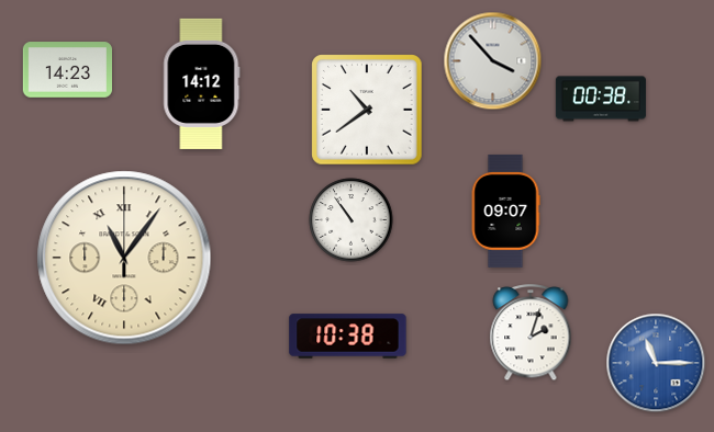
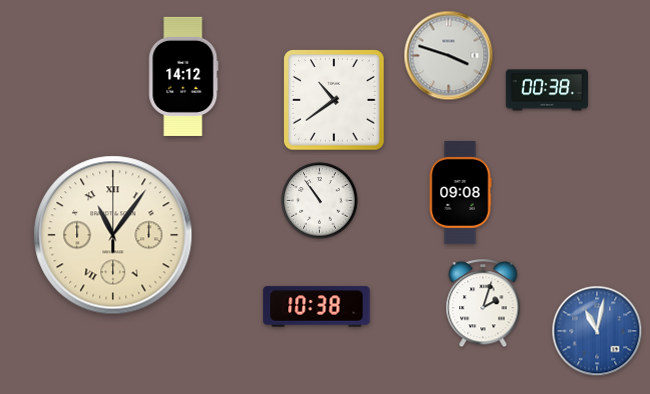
clock at (493, 61): 3:53 -> 3:48
clock at (68, 70): 14:23 -> none
clock at (505, 211): 09:07 -> 09:08
clock at (656, 363): 11:15 -> 11:02
